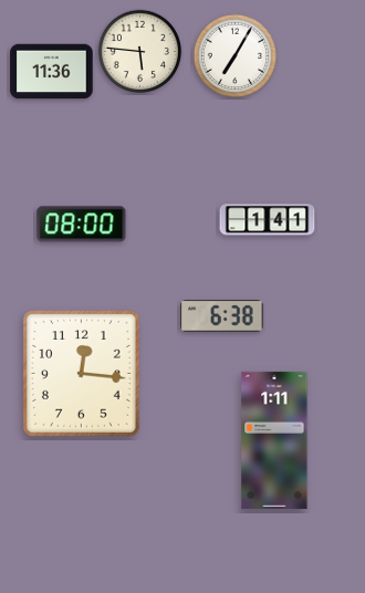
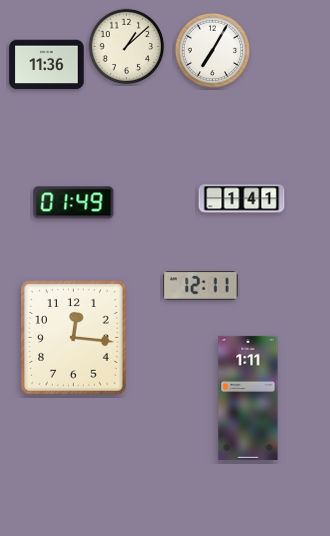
clock at (140, 52): 5:46 -> 1:08
clock at (82, 225): 08:00 -> 01:49
clock at (222, 315): 6:38 -> 12:11
